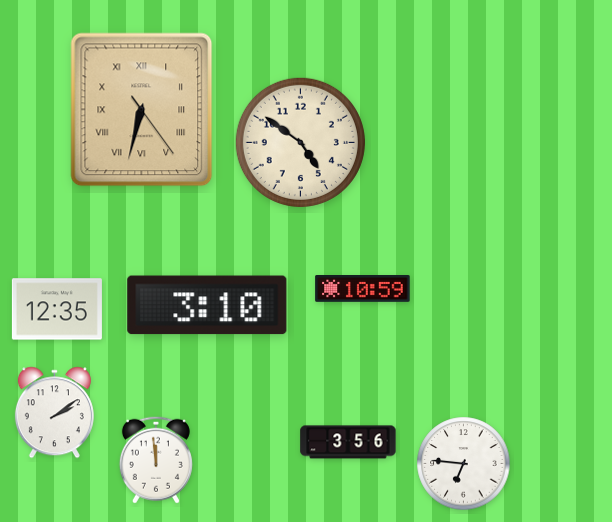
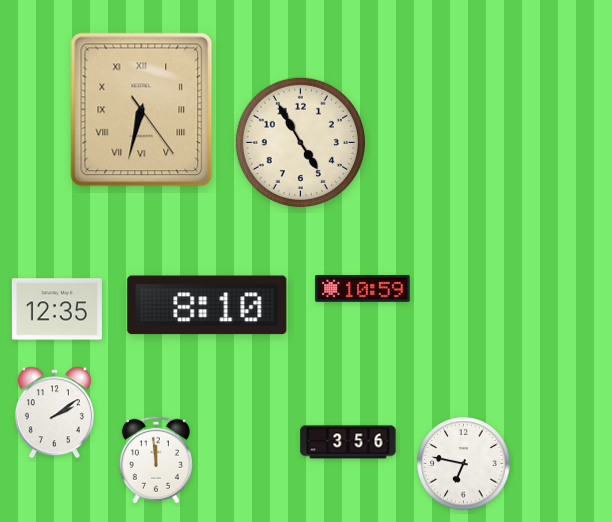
clock at (300, 142): 4:51 -> 4:55
clock at (207, 305): 3:10 -> 8:10
clock at (464, 464): 6:46 -> 6:47
